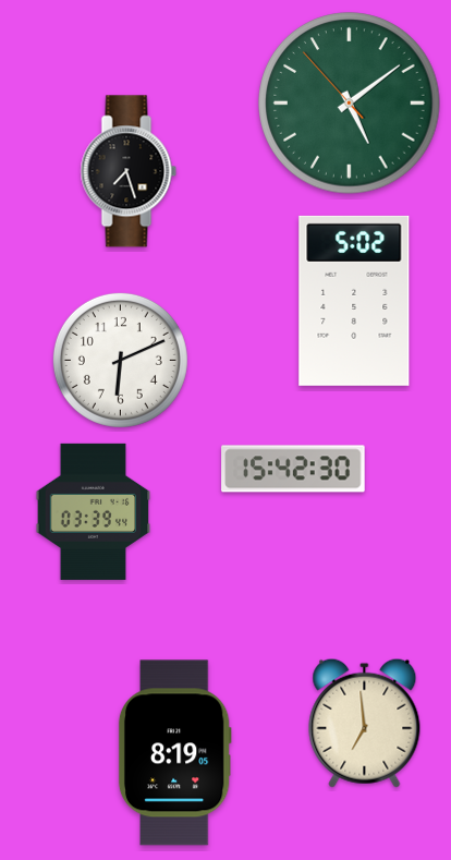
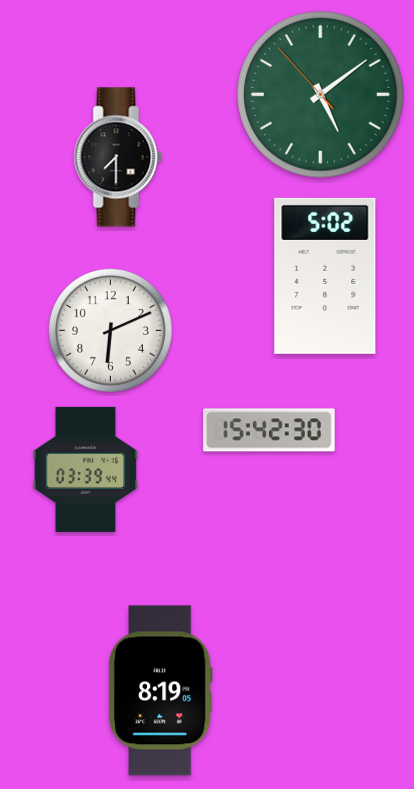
clock at (129, 171): 7:27 -> 7:30
clock at (365, 723): 6:59 -> none
